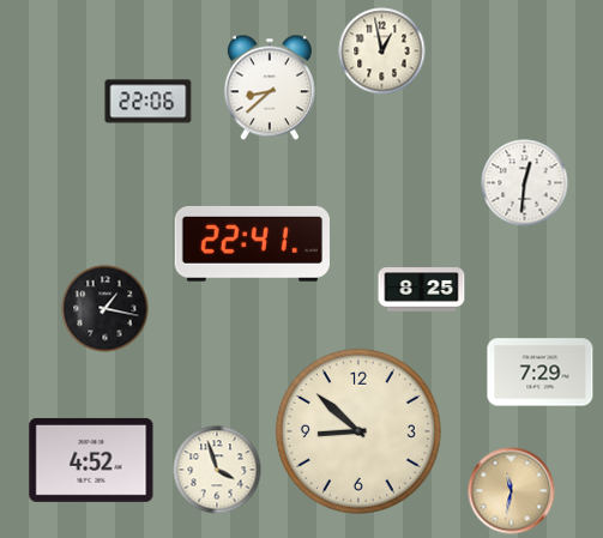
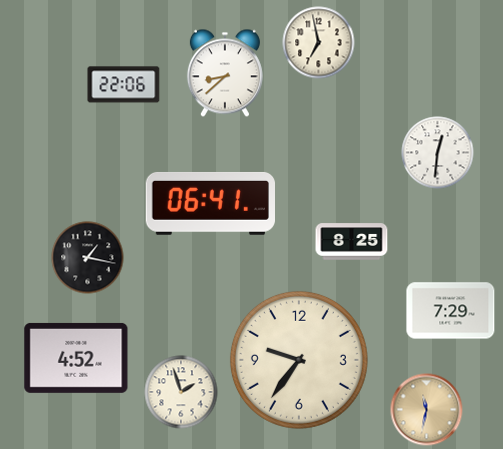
clock at (382, 52): 12:58 -> 6:58
clock at (252, 243): 22:41 -> 06:41
clock at (358, 431): 8:52 -> 9:36
clock at (91, 460) position: (91, 460) -> (76, 358)
clock at (217, 470): 3:57 -> 1:57
